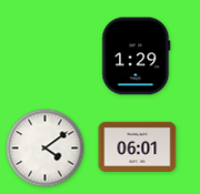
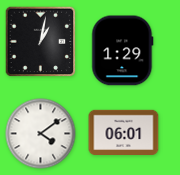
clock at (41, 42): none -> 1:02
